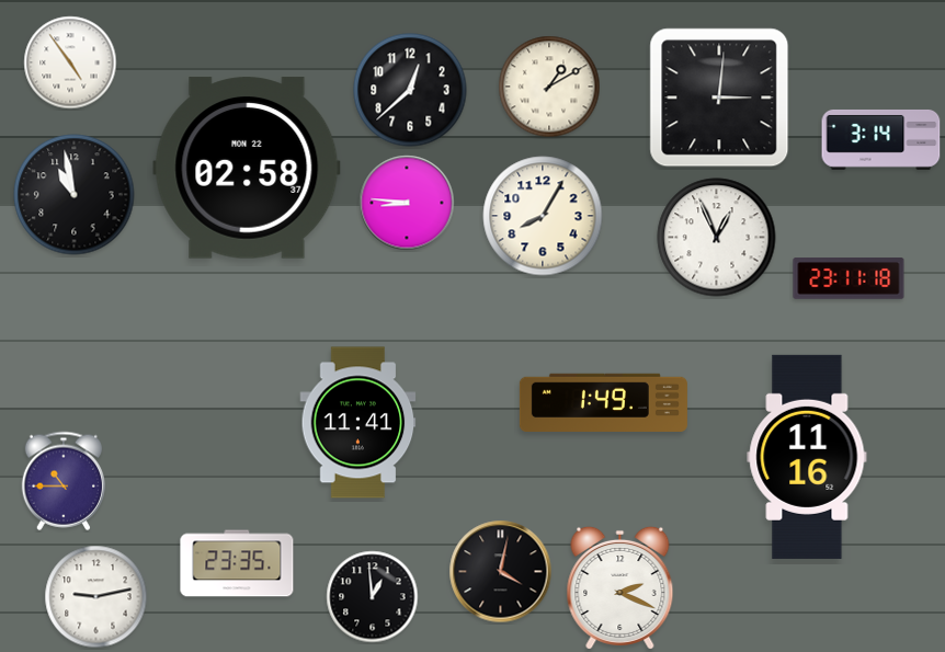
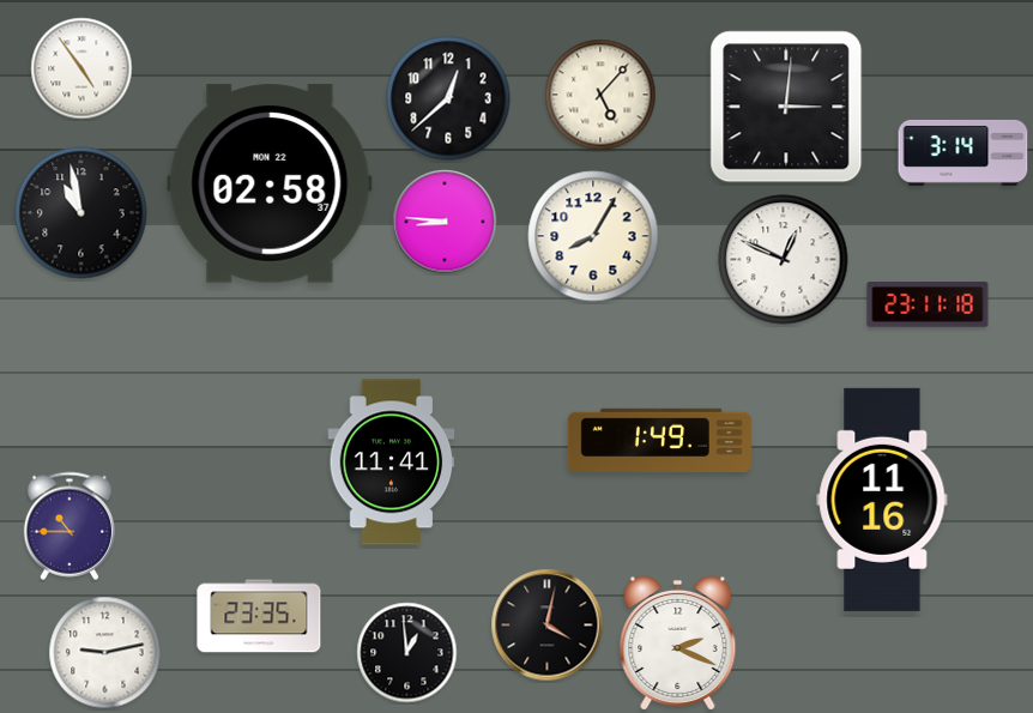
clock at (70, 62) position: (70, 62) -> (81, 68)
clock at (549, 87): 1:10 -> 5:07
clock at (717, 238): 12:56 -> 12:49
